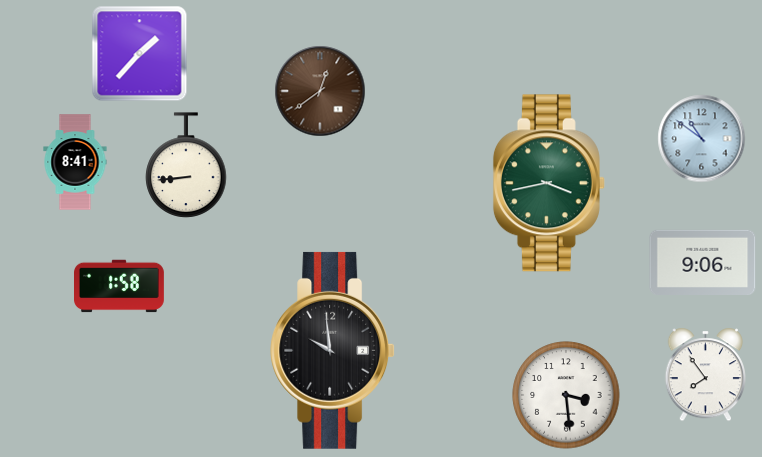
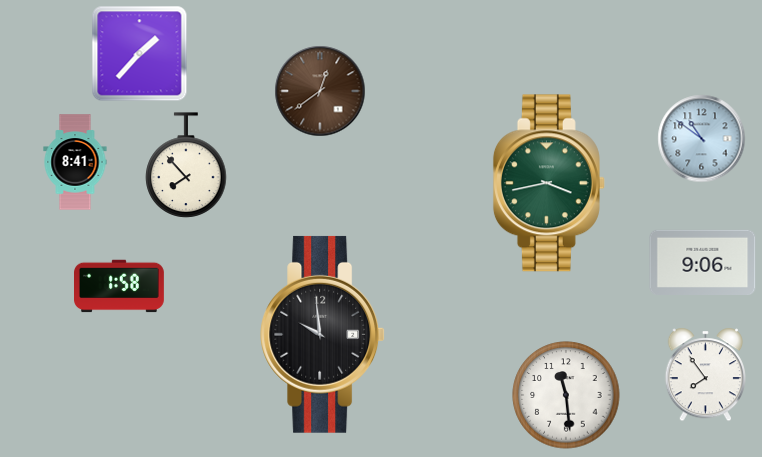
clock at (186, 165): 8:44 -> 7:53
clock at (333, 350) position: (333, 350) -> (323, 334)
clock at (566, 395): 3:29 -> 11:29
